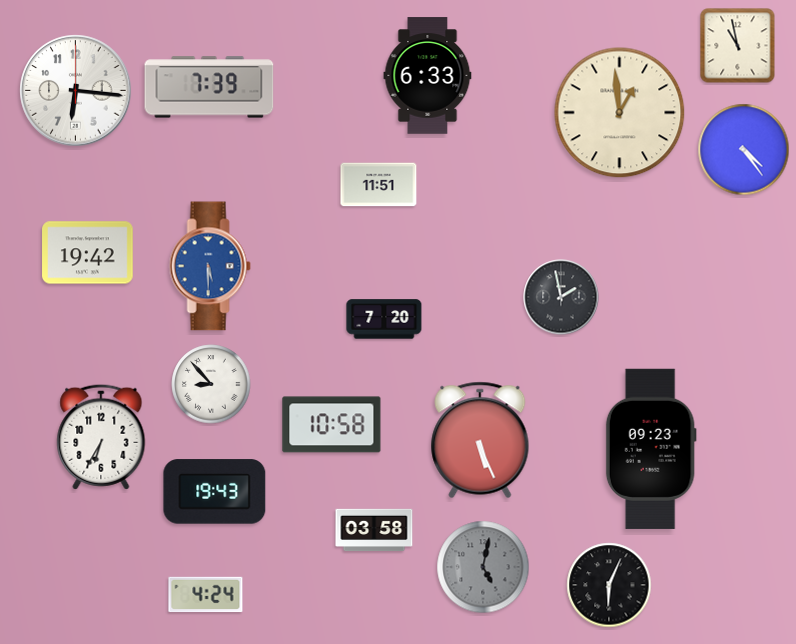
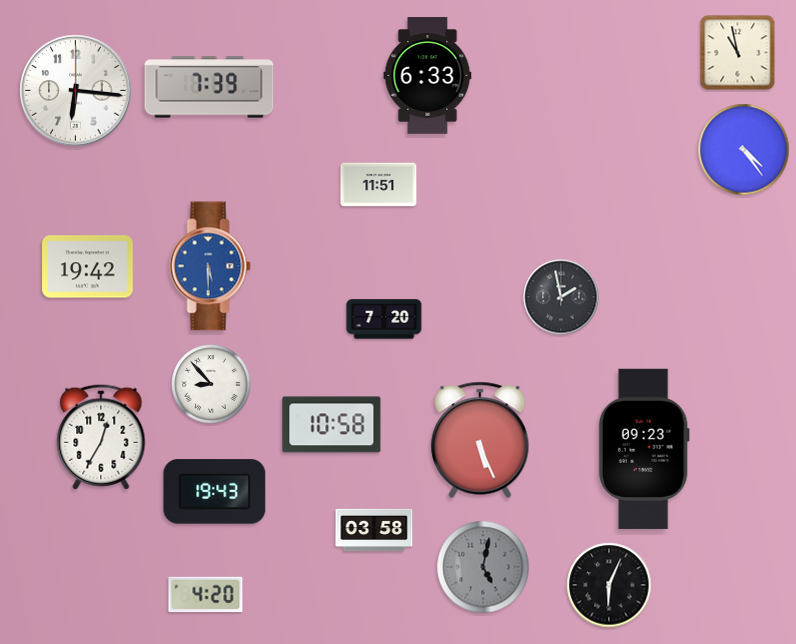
clock at (738, 46) position: (738, 46) -> (738, 53)
clock at (620, 113): 12:59 -> none
clock at (88, 253) position: (88, 253) -> (88, 267)
clock at (101, 437): 6:35 -> 12:35
clock at (651, 449) position: (651, 449) -> (644, 449)
clock at (206, 595): 4:24 -> 4:20
